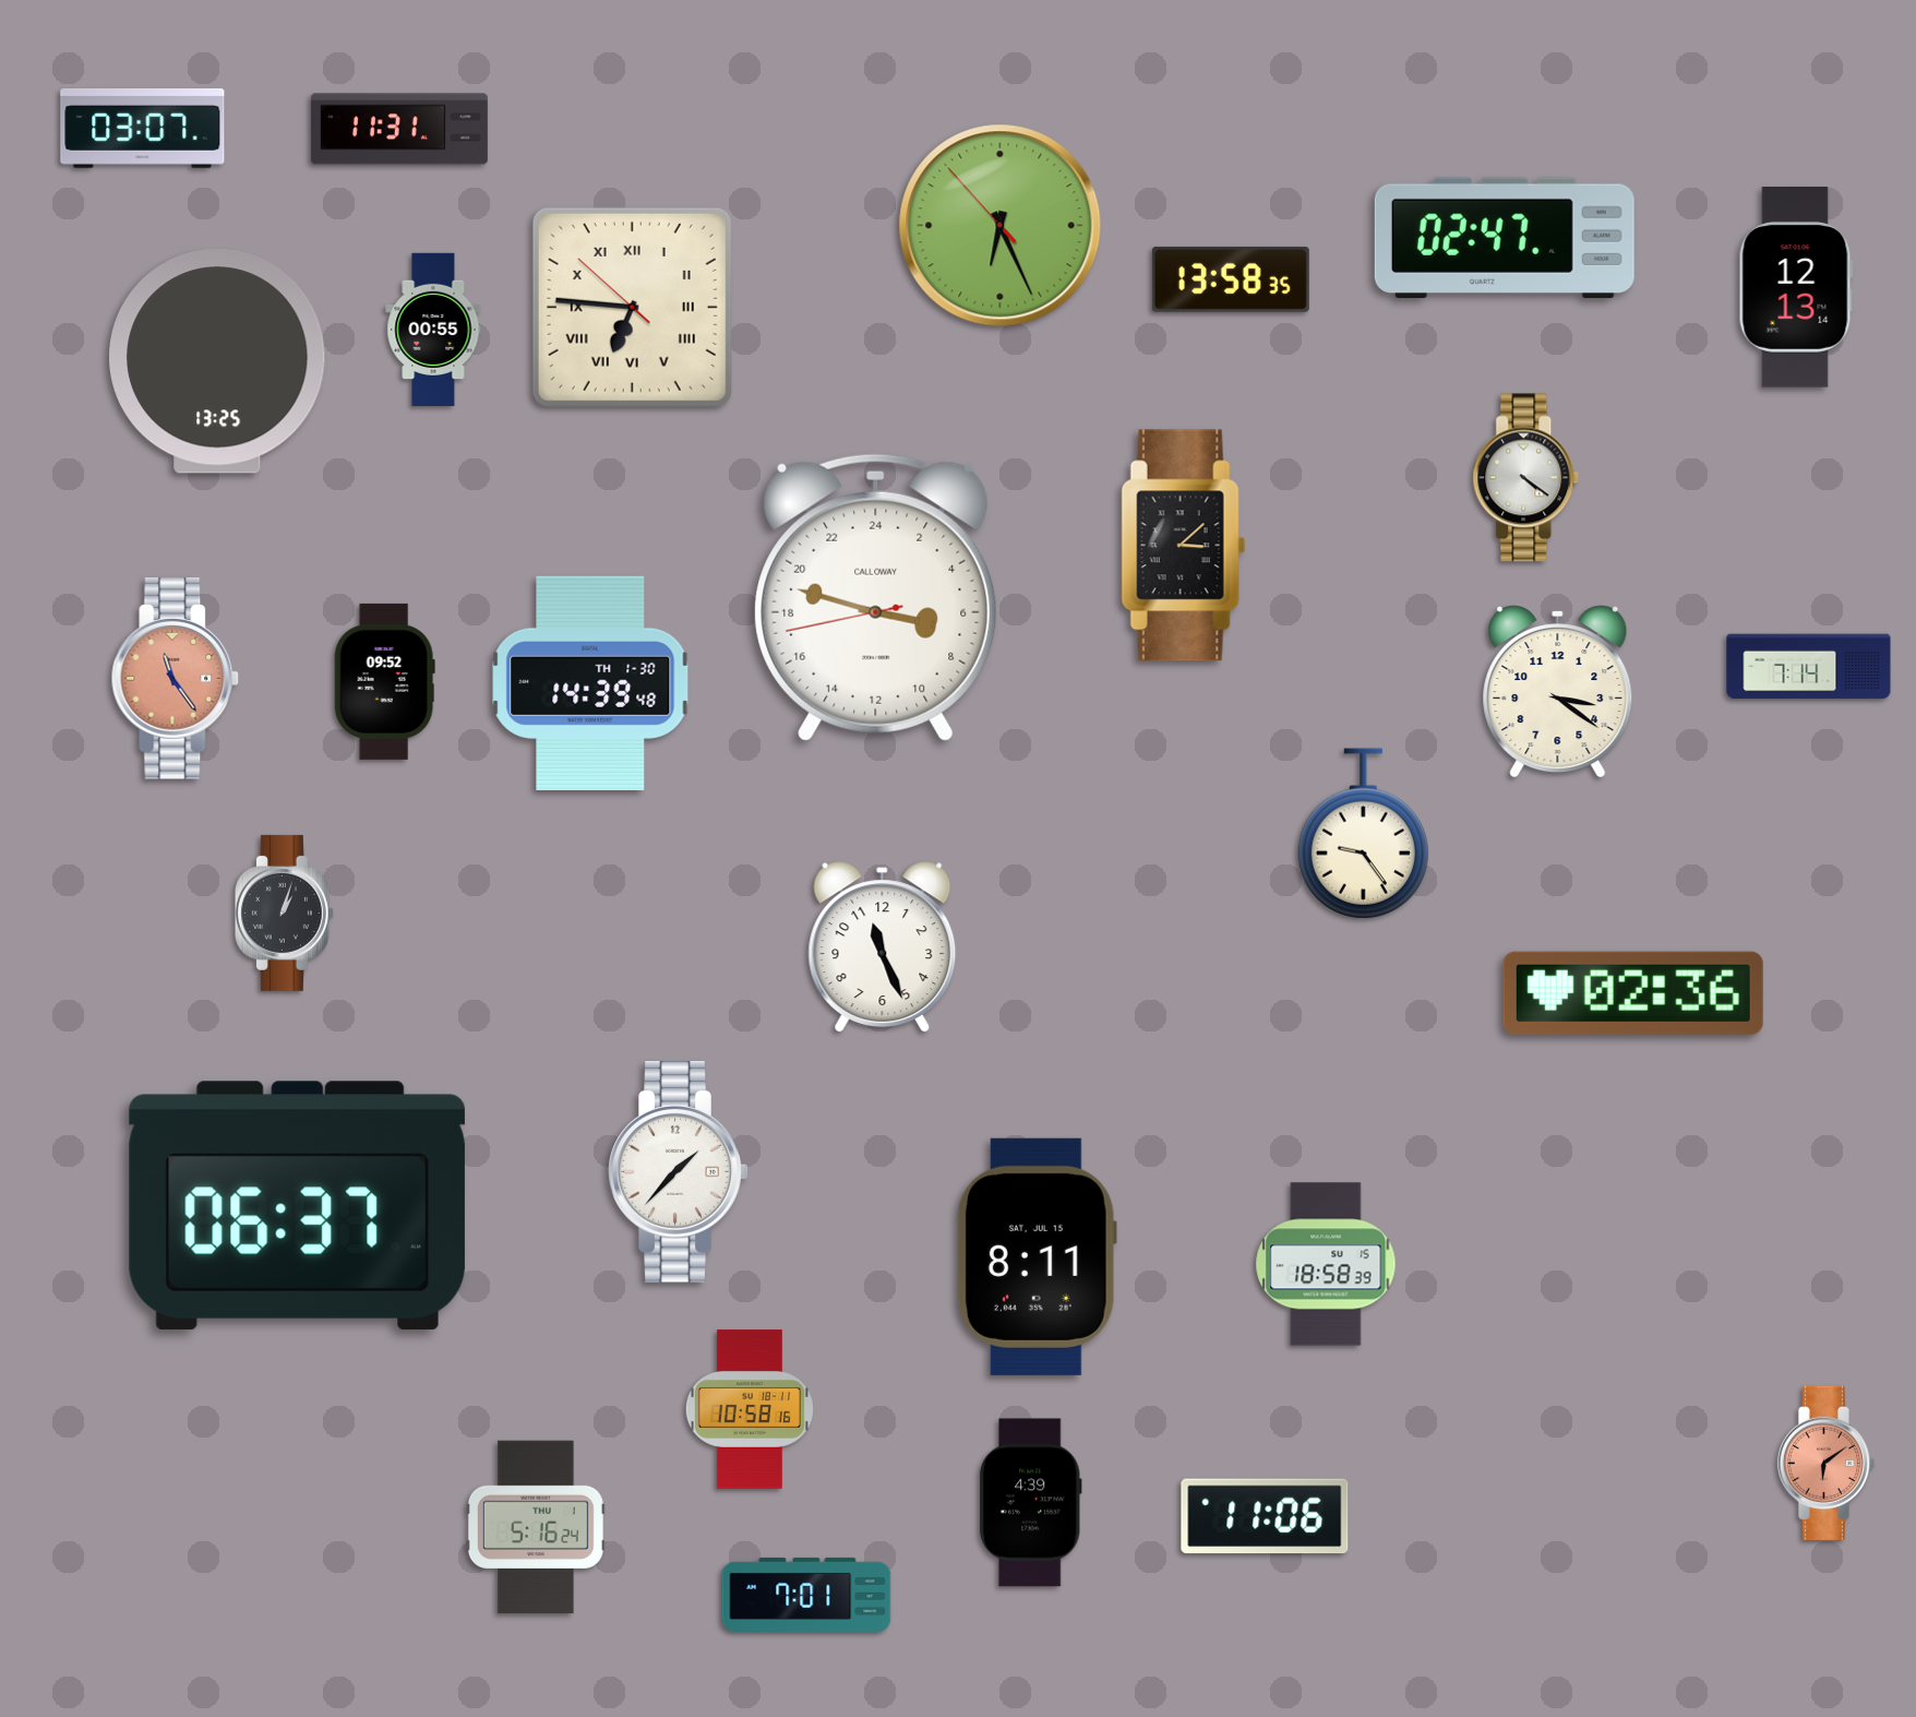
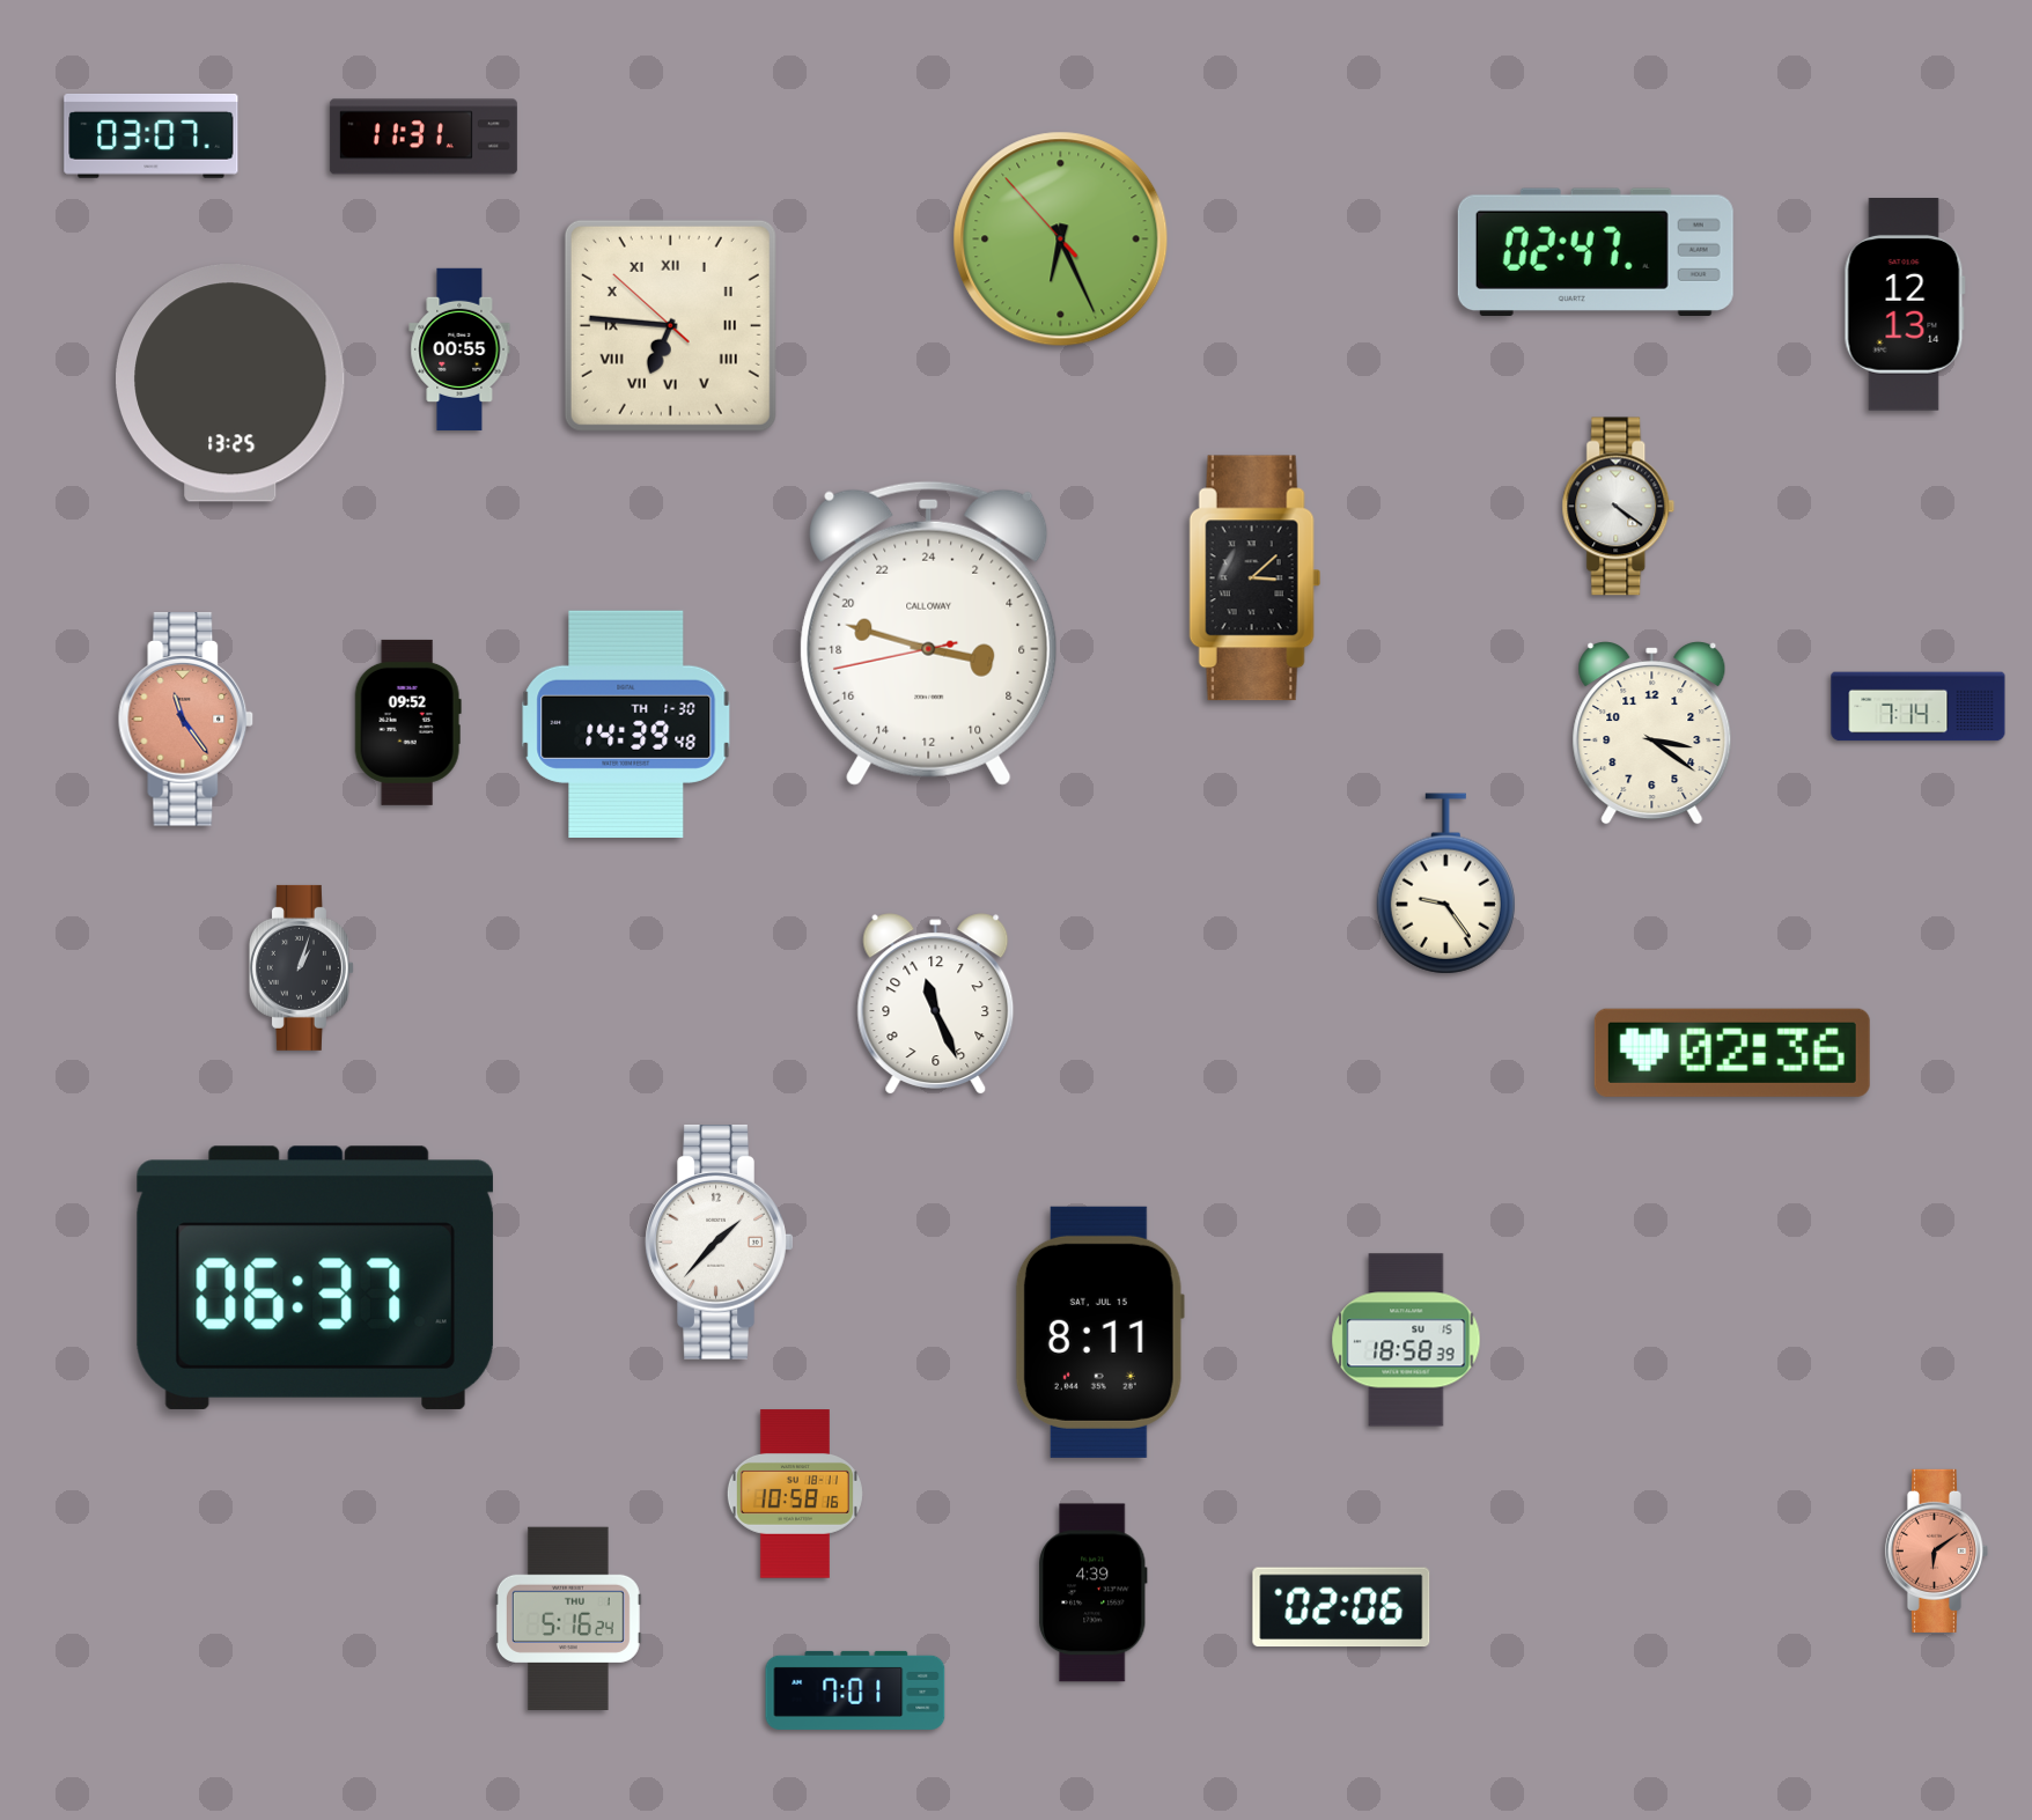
clock at (1231, 279): 13:58 -> none
clock at (1265, 1516): 11:06 -> 02:06
